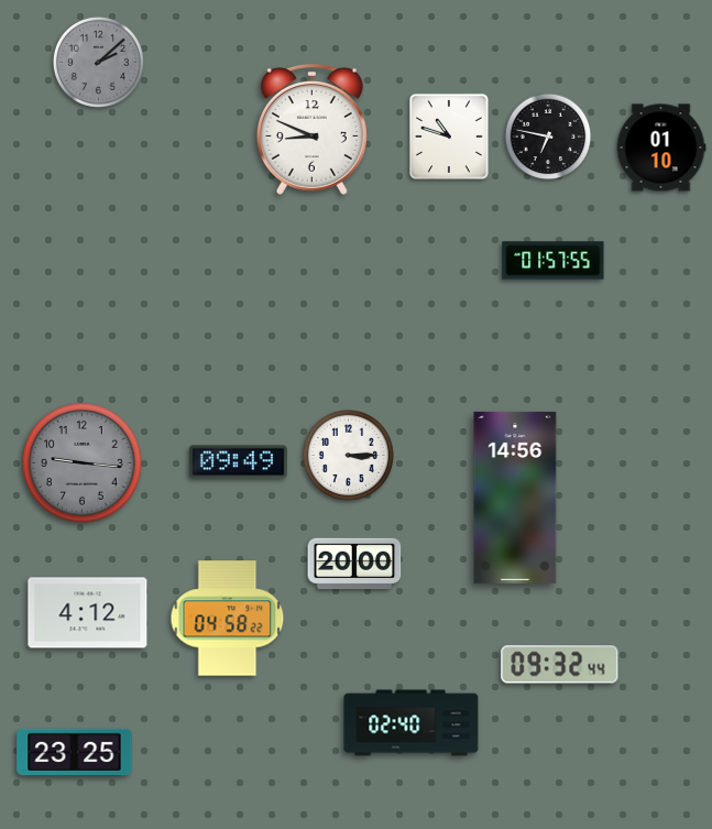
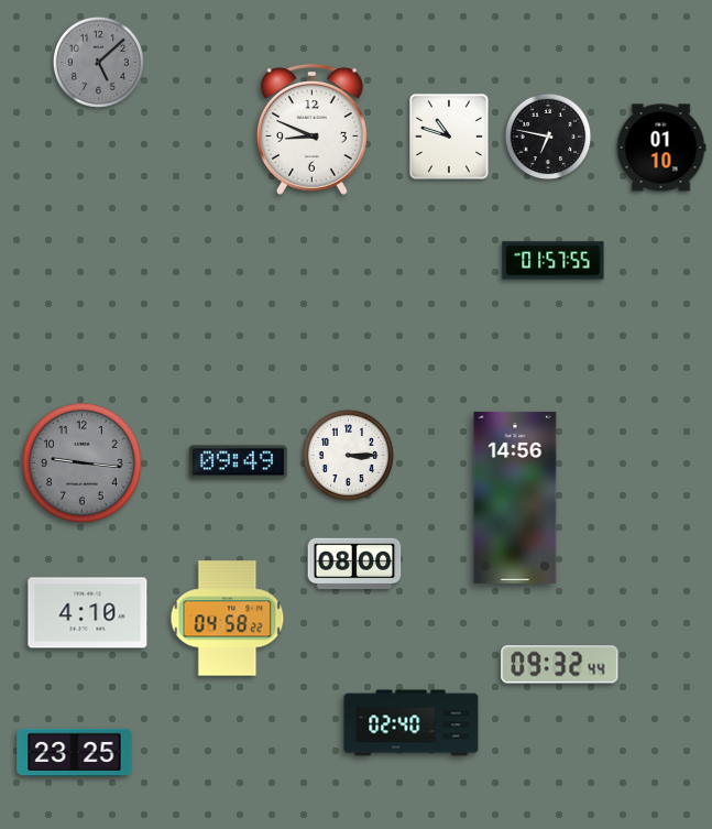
clock at (98, 62): 2:08 -> 5:08
clock at (354, 564): 20:00 -> 08:00
clock at (88, 613): 4:12 -> 4:10
